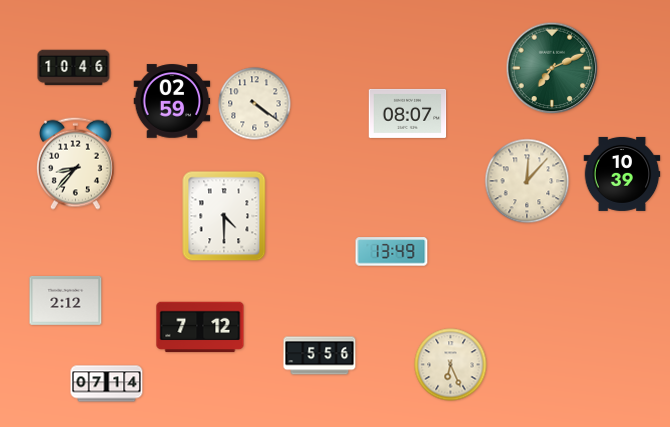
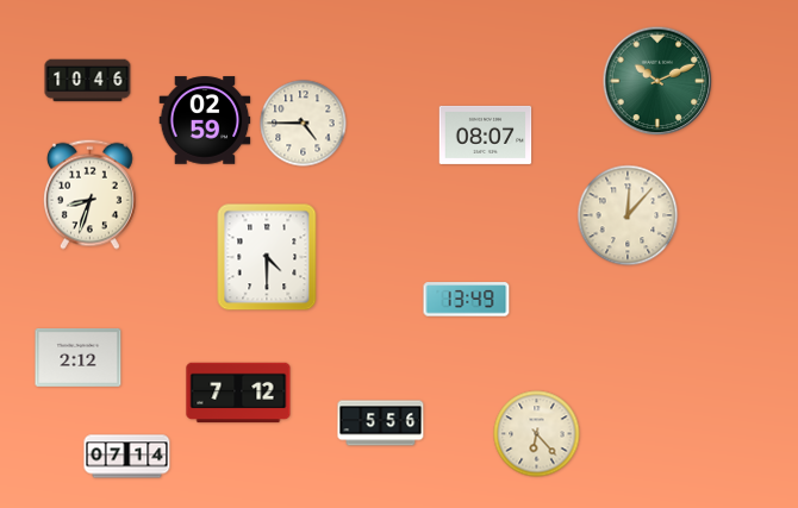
clock at (552, 68): 7:11 -> 10:11
clock at (255, 104): 4:21 -> 4:45
clock at (75, 163): 8:37 -> 8:33
clock at (622, 174): 10:39 -> none
clock at (200, 327) position: (200, 327) -> (238, 393)
clock at (451, 365): 6:26 -> 6:23
